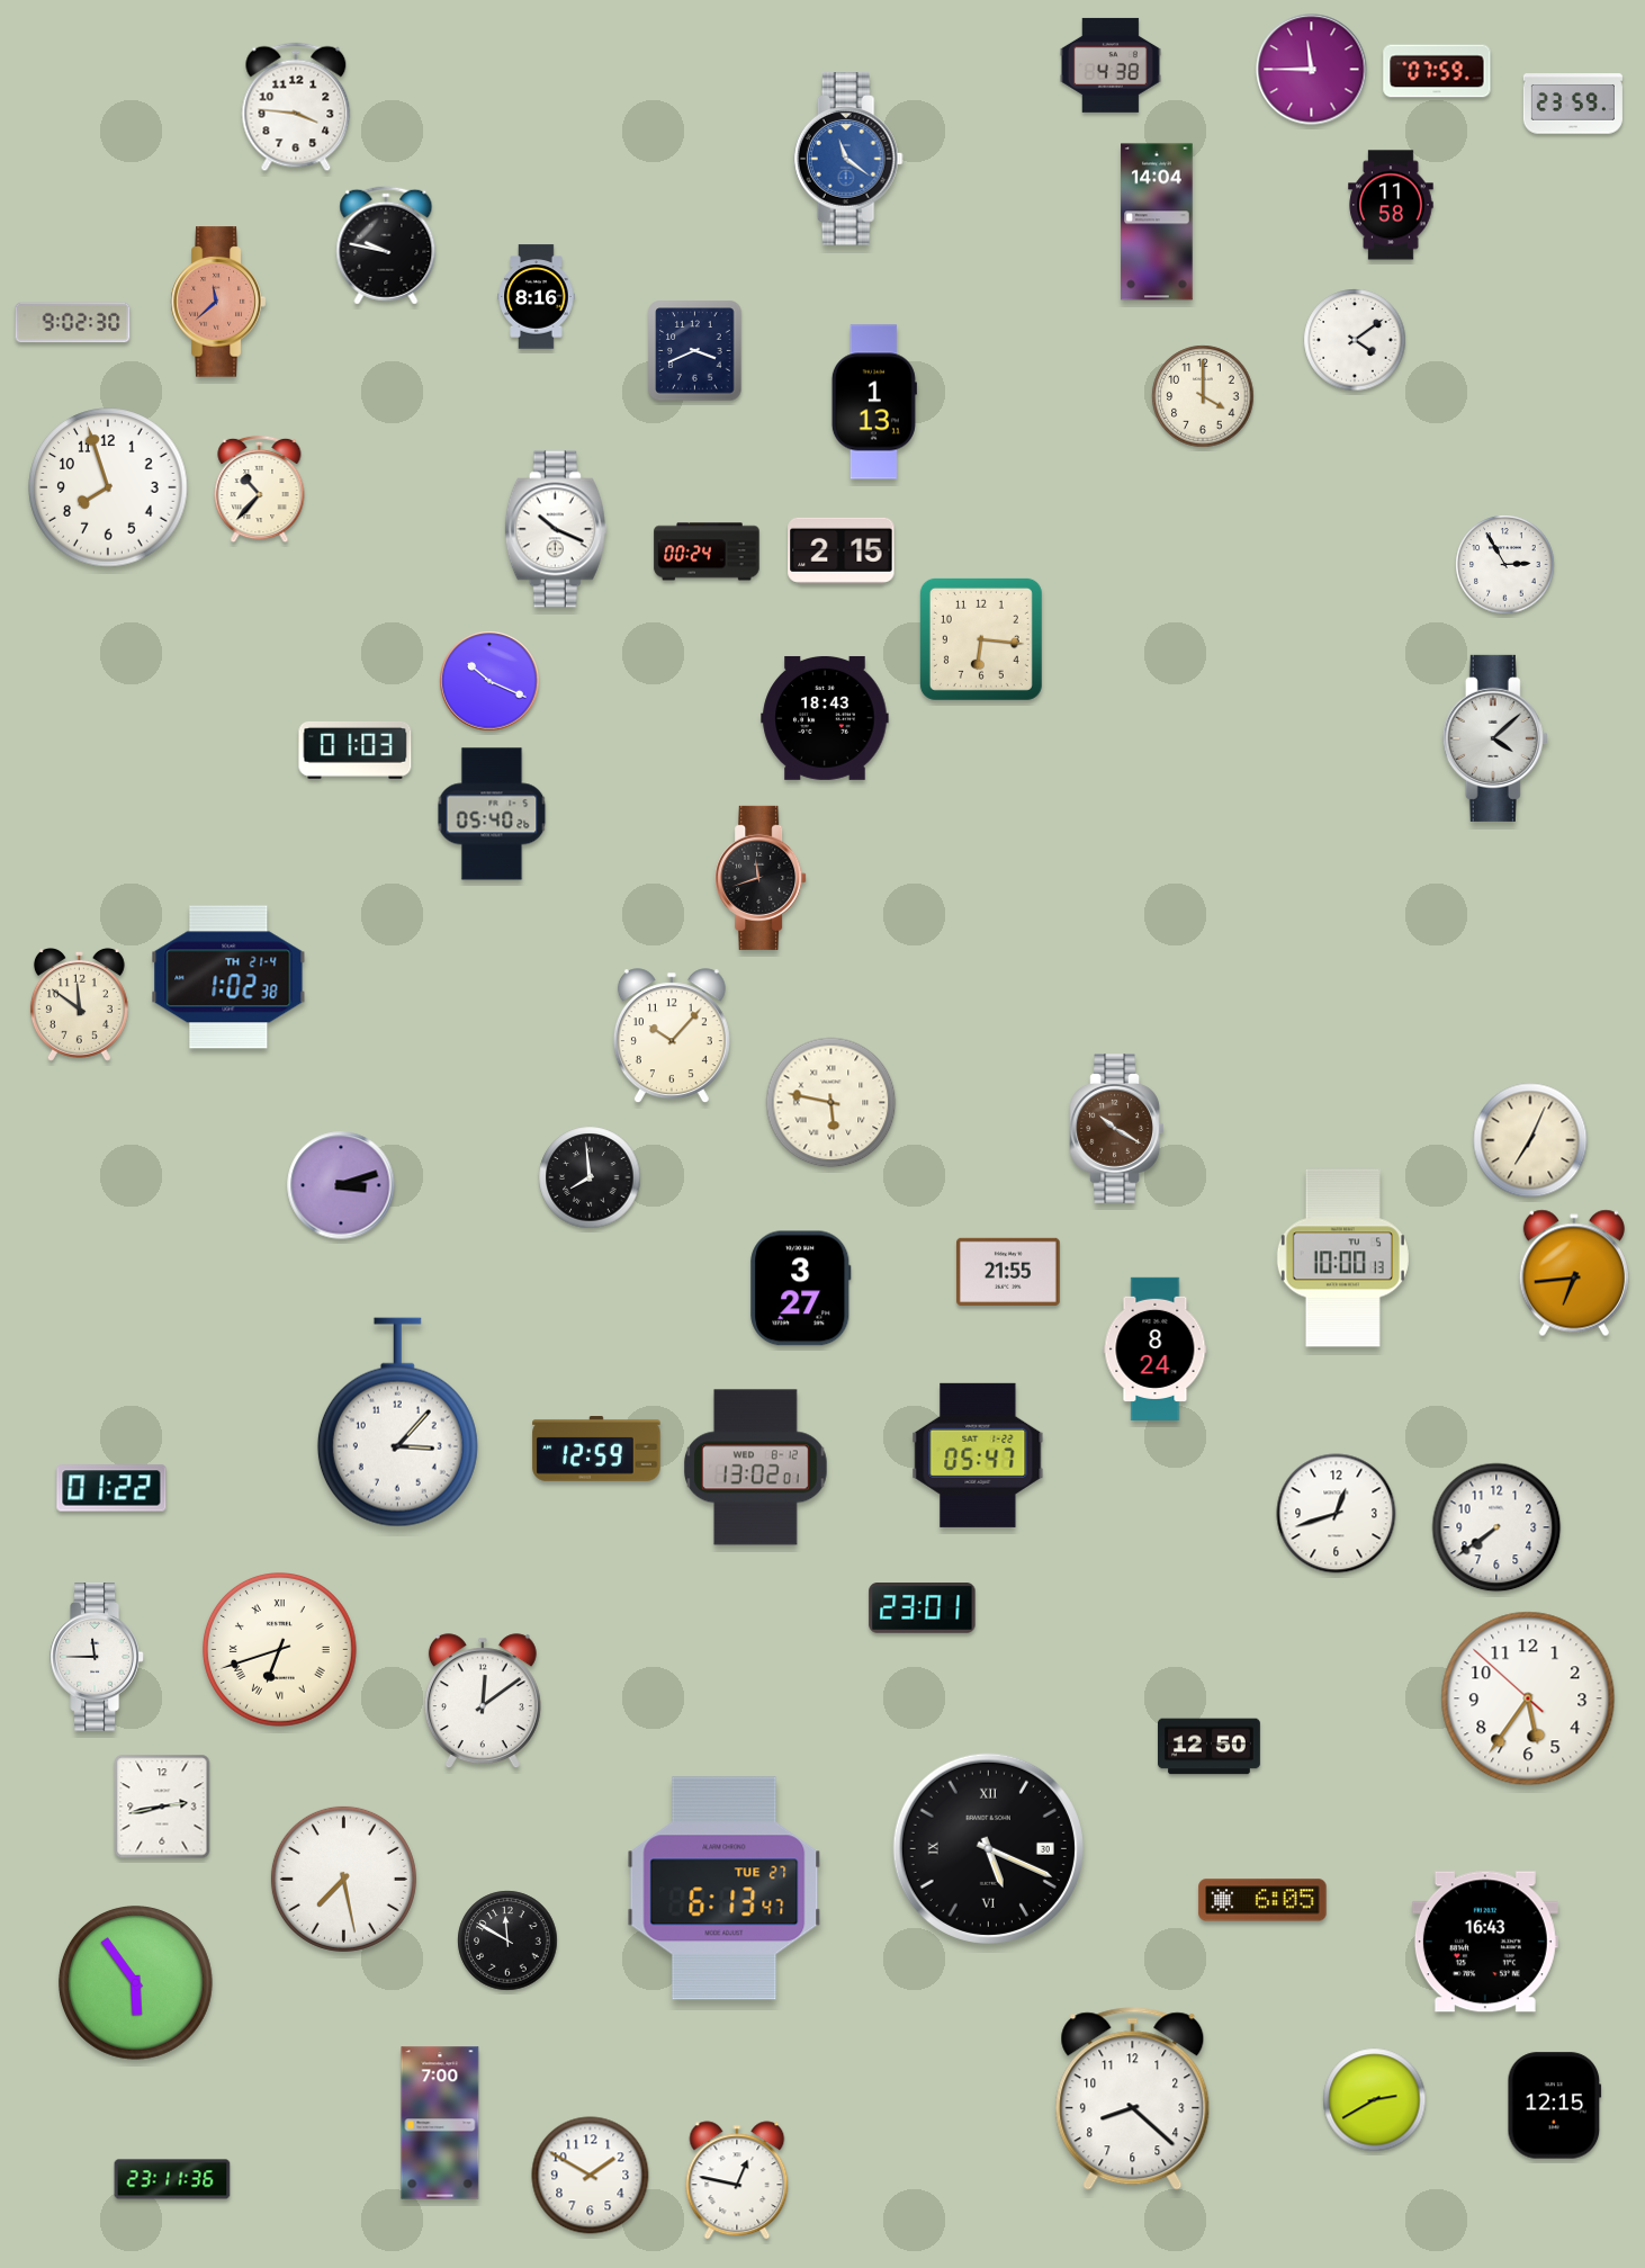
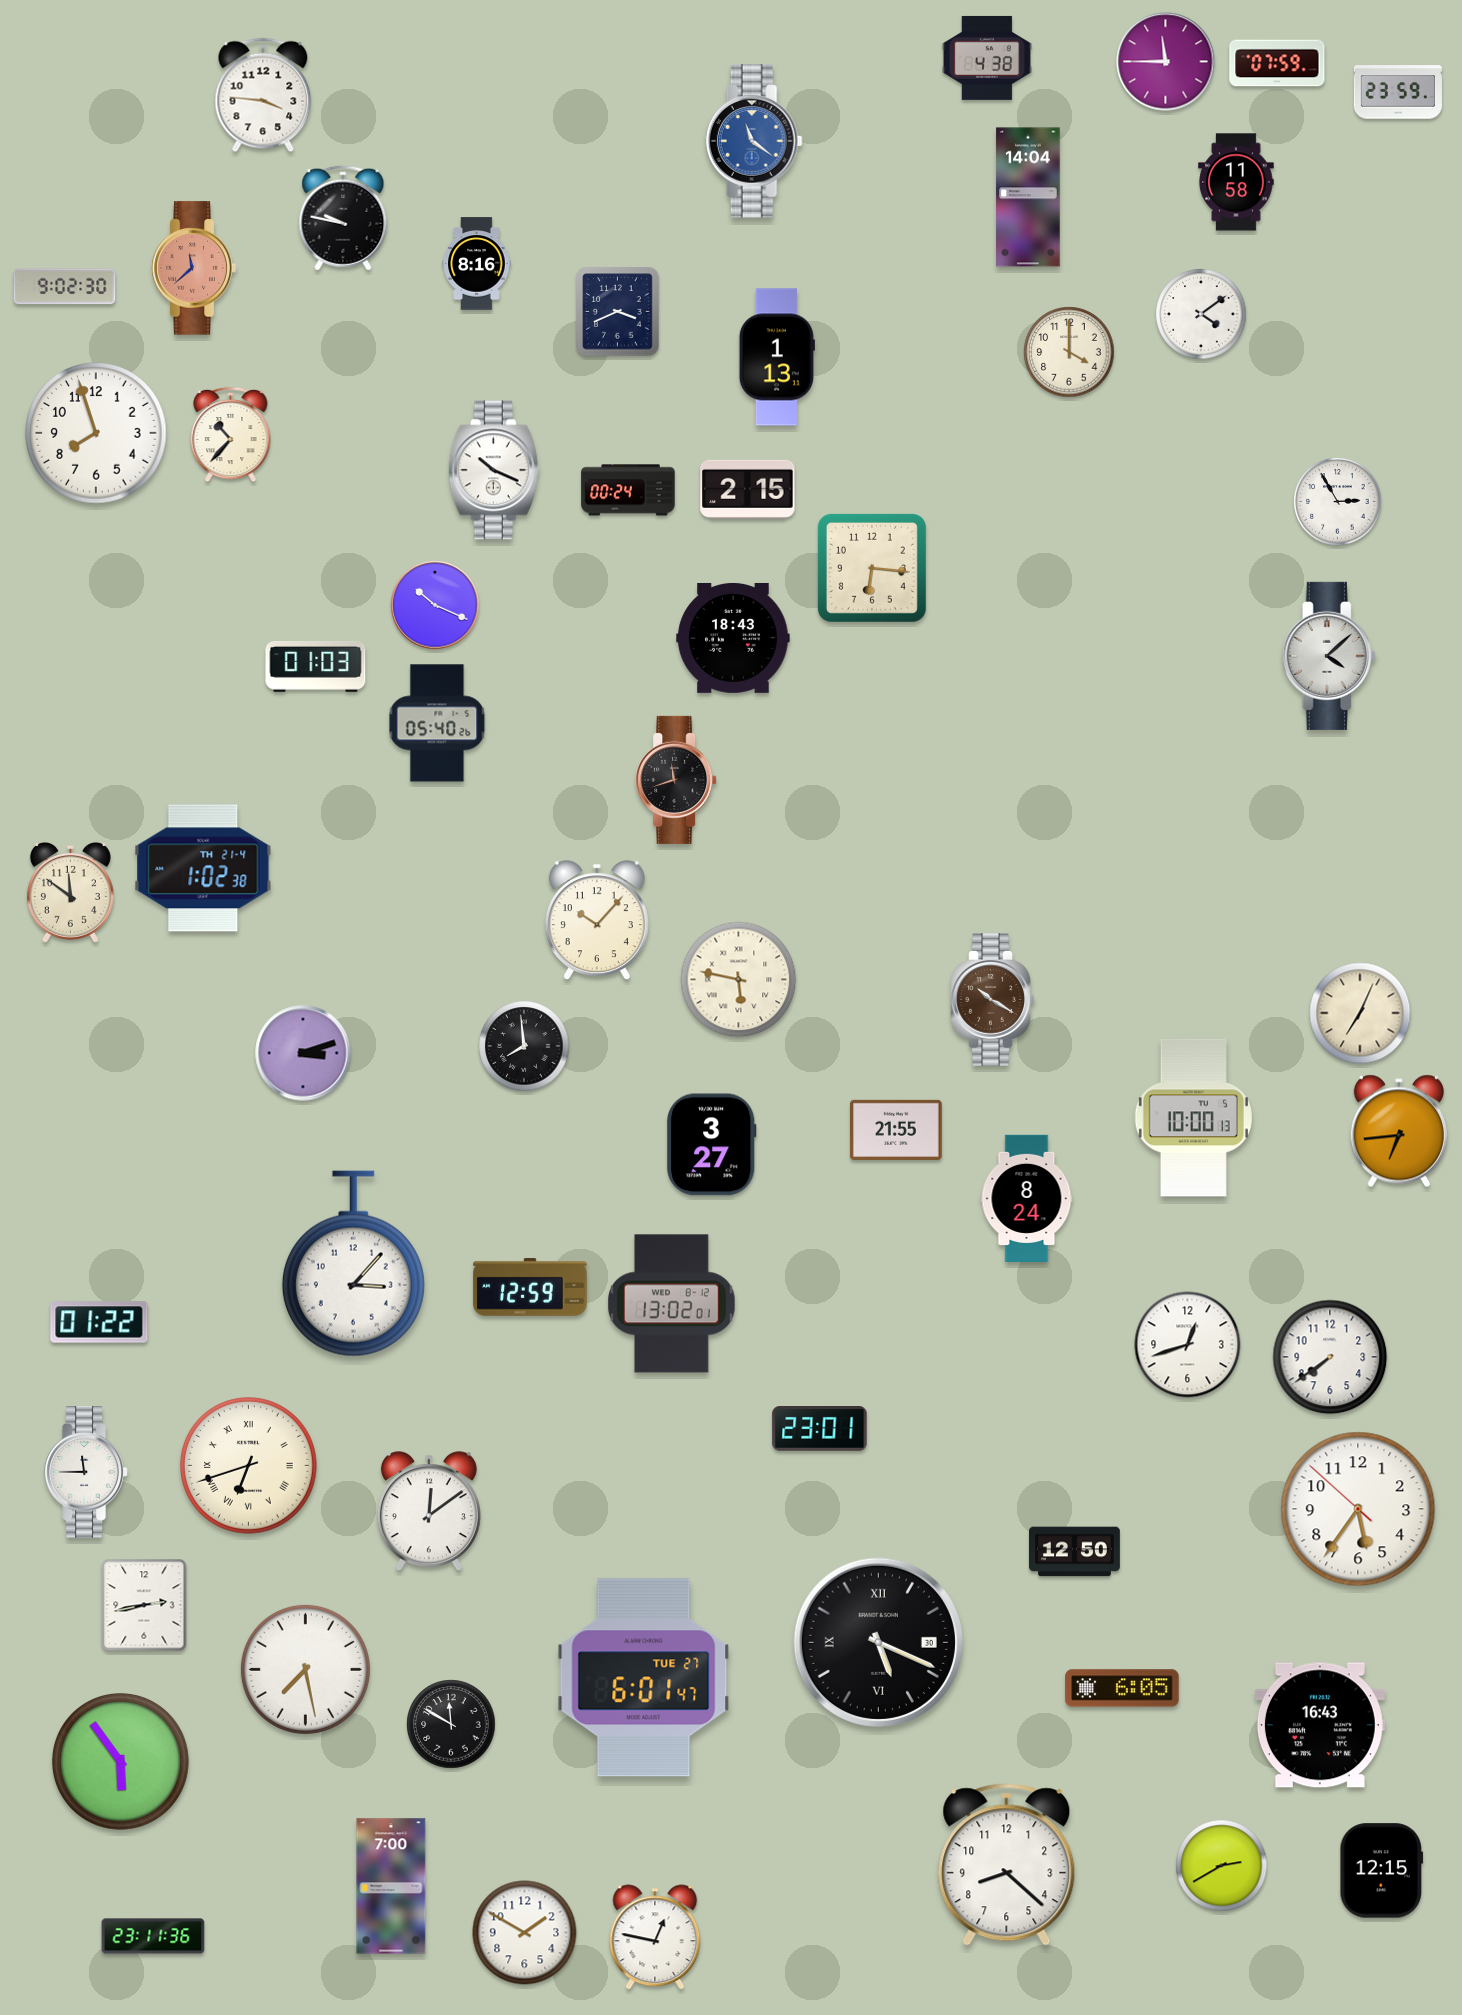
clock at (1355, 340) position: (1355, 340) -> (1201, 314)
clock at (1117, 1129) position: (1117, 1129) -> (993, 1000)
clock at (978, 1455): 05:47 -> none
clock at (725, 1889): 6:13 -> 6:01
